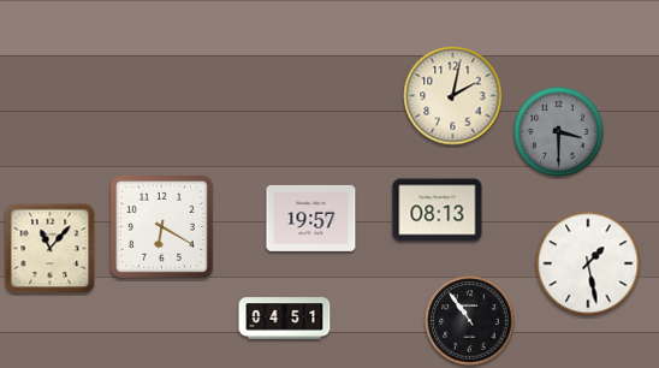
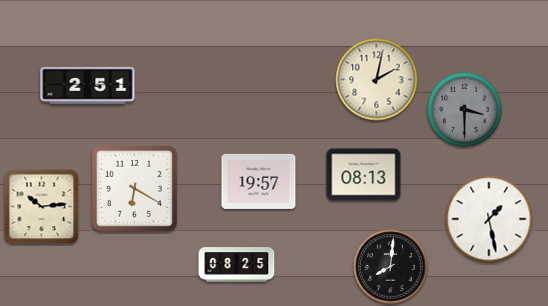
clock at (88, 85): none -> 2:51
clock at (51, 249): 11:07 -> 10:14
clock at (285, 319): 04:51 -> 08:25
clock at (470, 321): 10:54 -> 8:01
